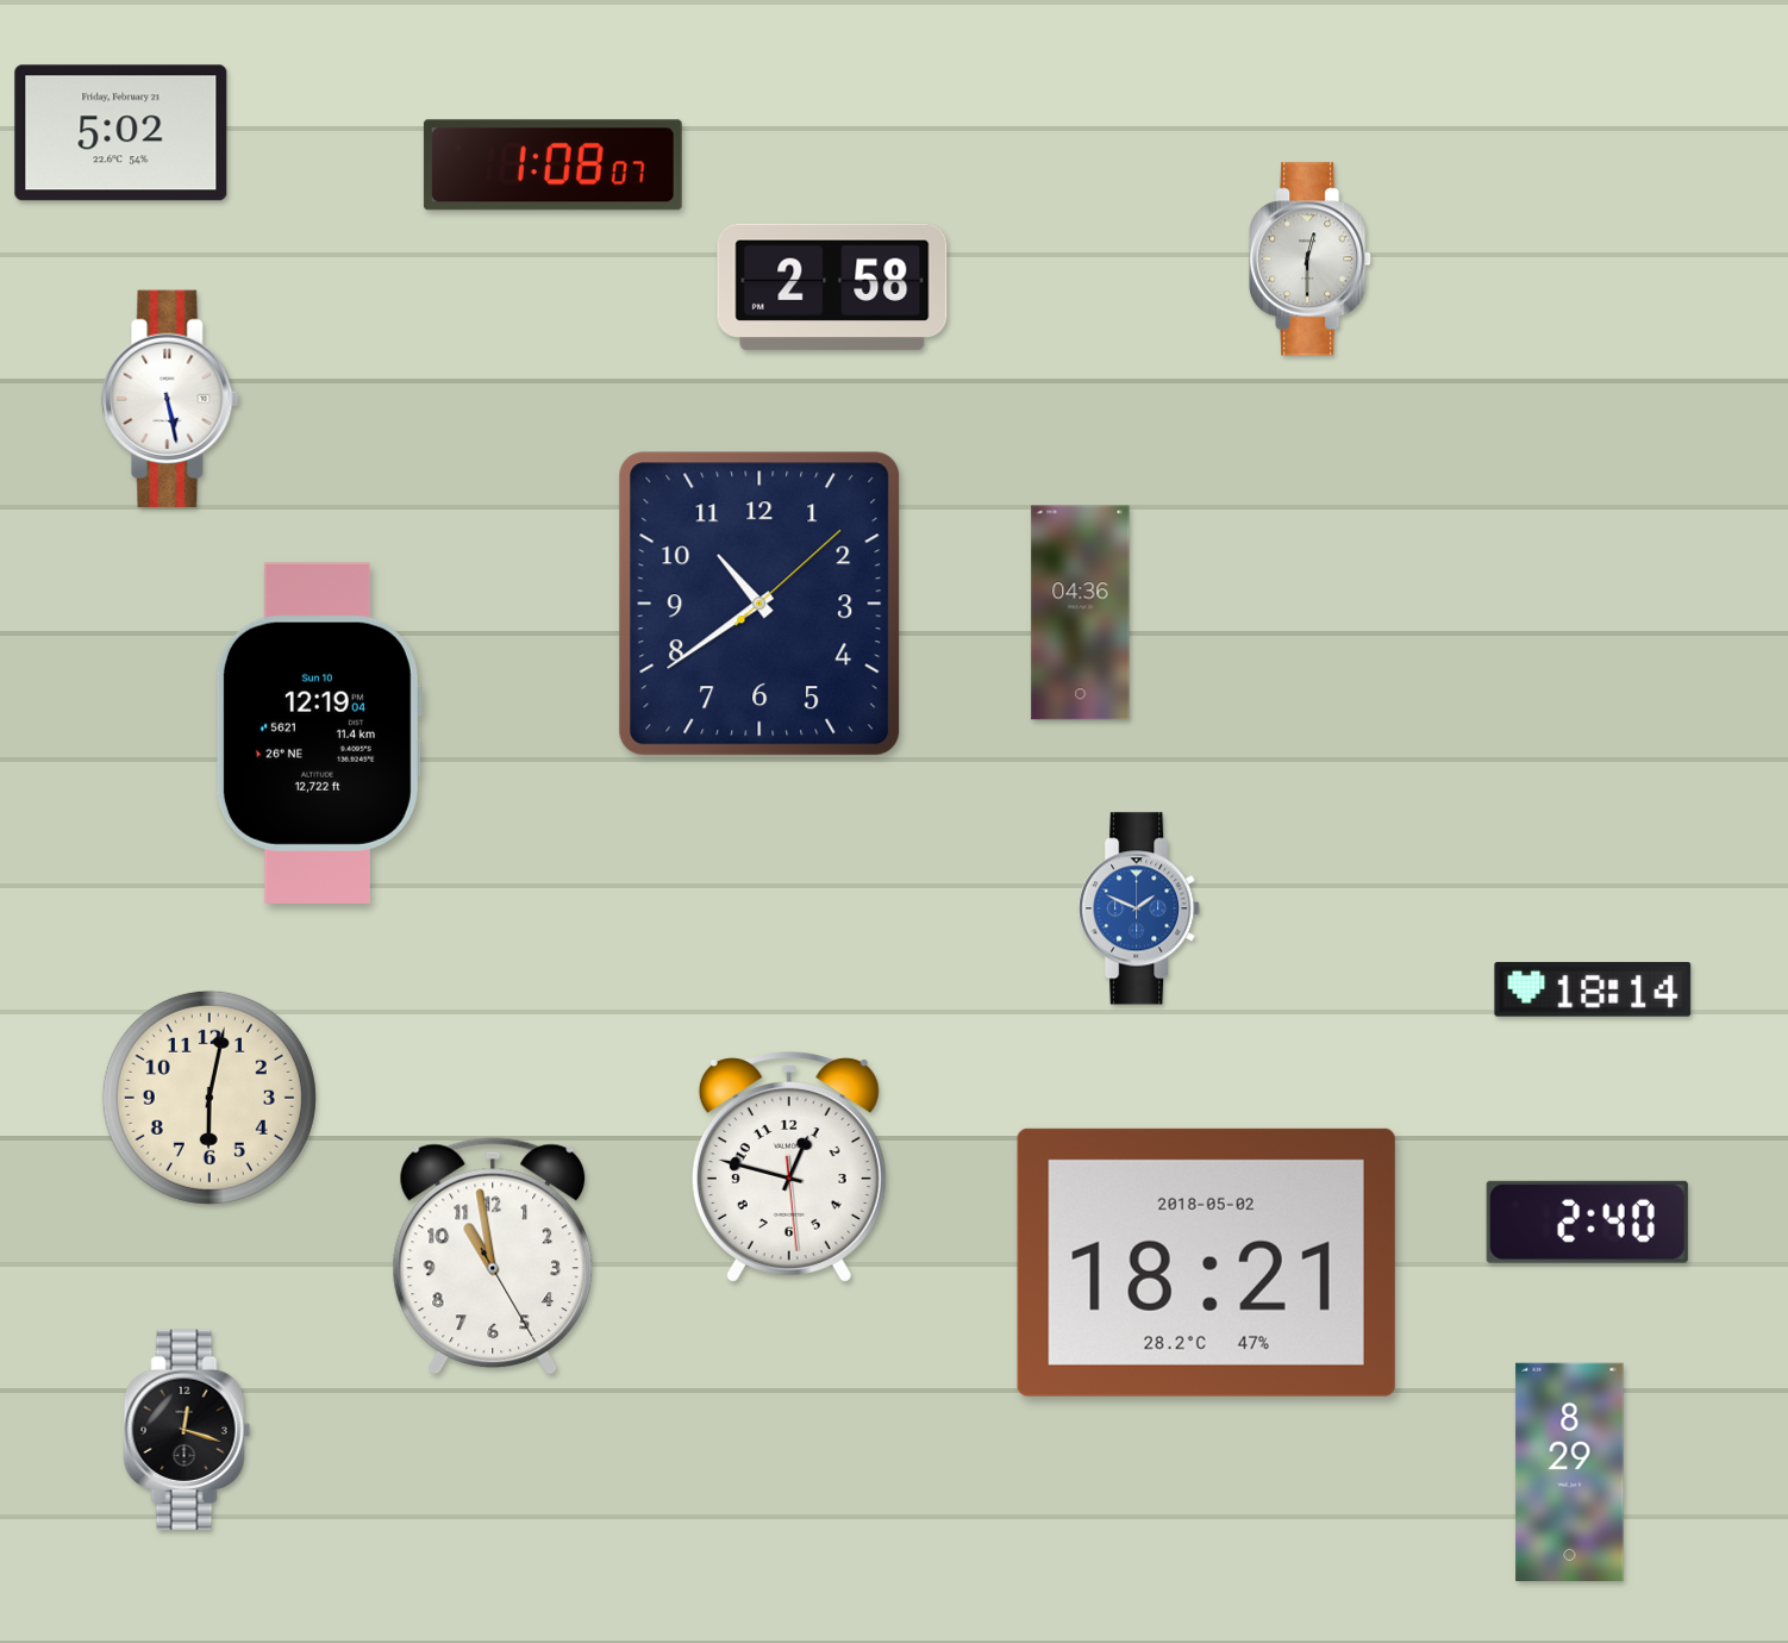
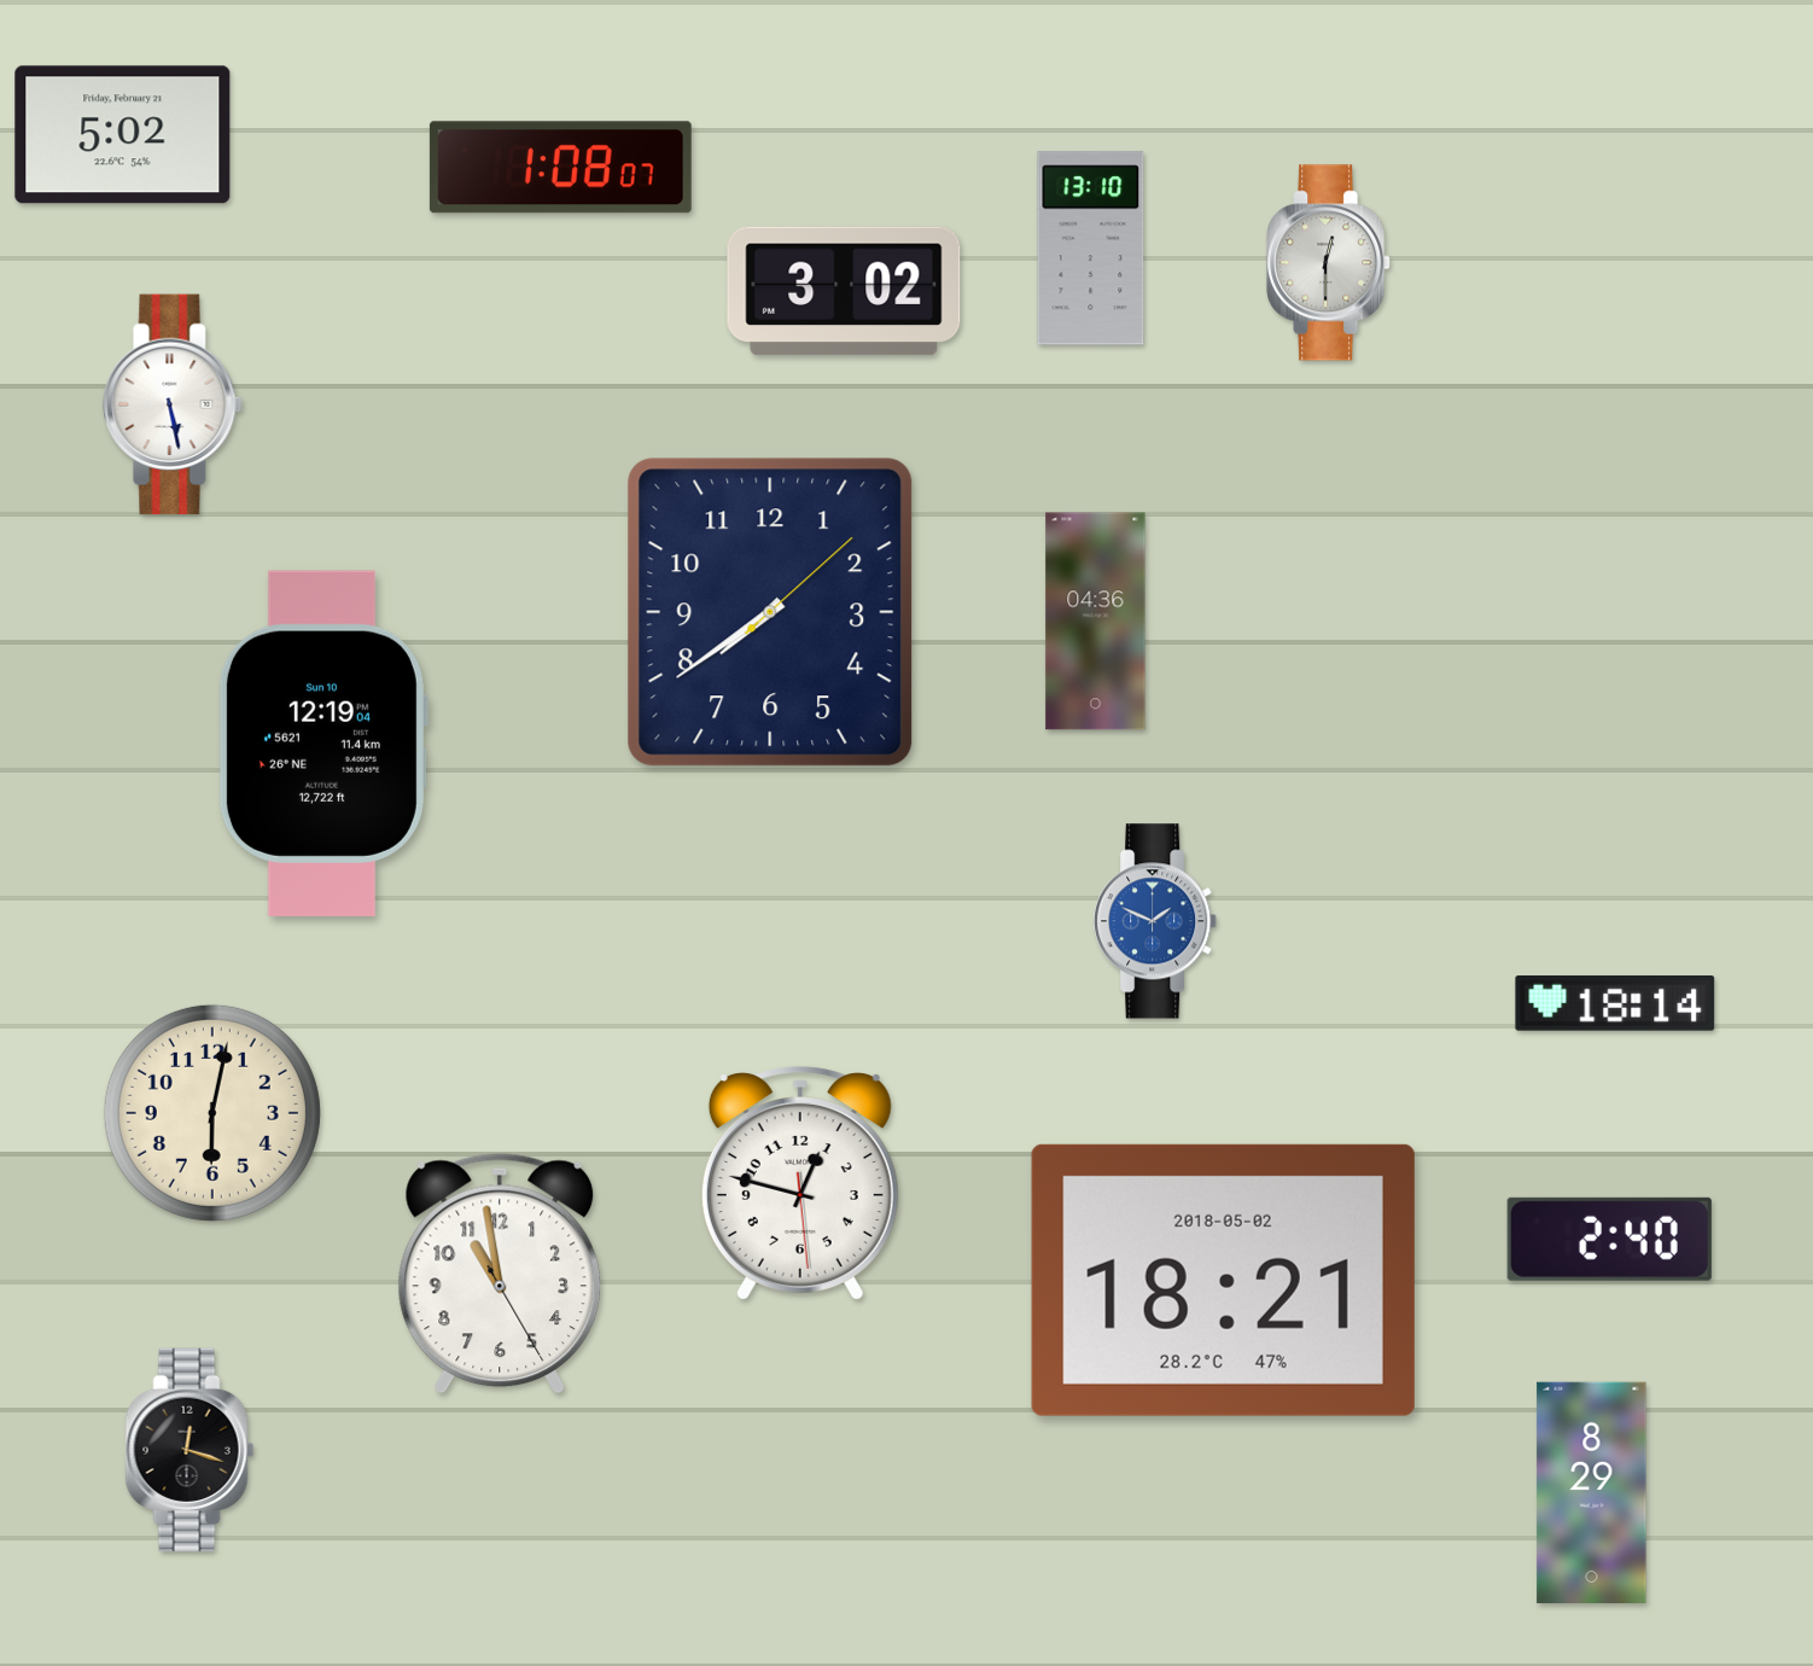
clock at (1091, 249): none -> 13:10
clock at (832, 287): 2:58 -> 3:02
clock at (759, 604): 10:39 -> 7:39
